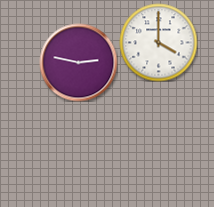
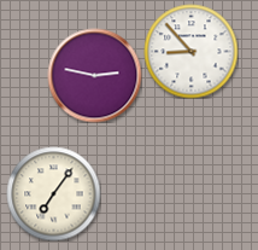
clock at (158, 42): 4:00 -> 8:53
clock at (53, 193): none -> 7:06
